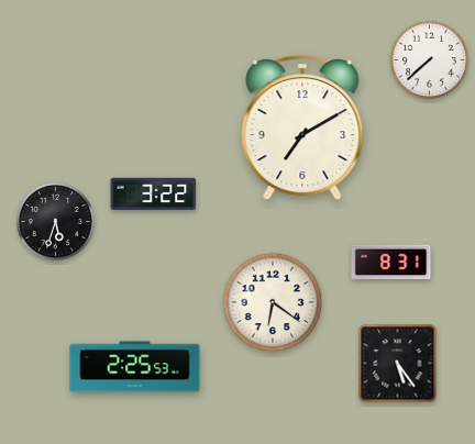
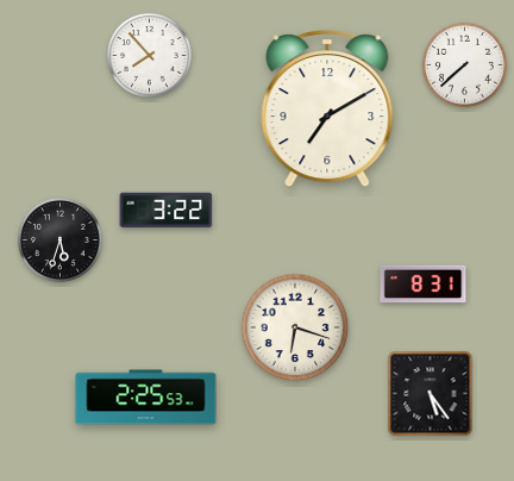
clock at (150, 56): none -> 7:53
clock at (302, 129) position: (302, 129) -> (327, 110)
clock at (273, 302): 6:21 -> 6:18
